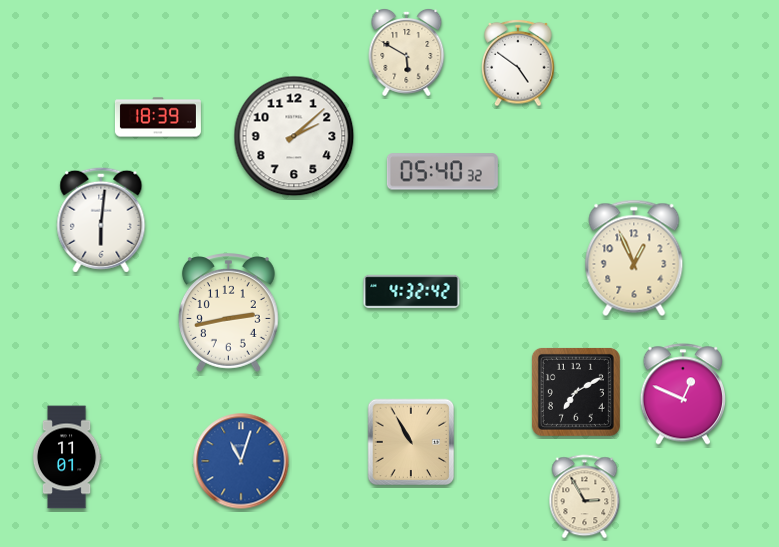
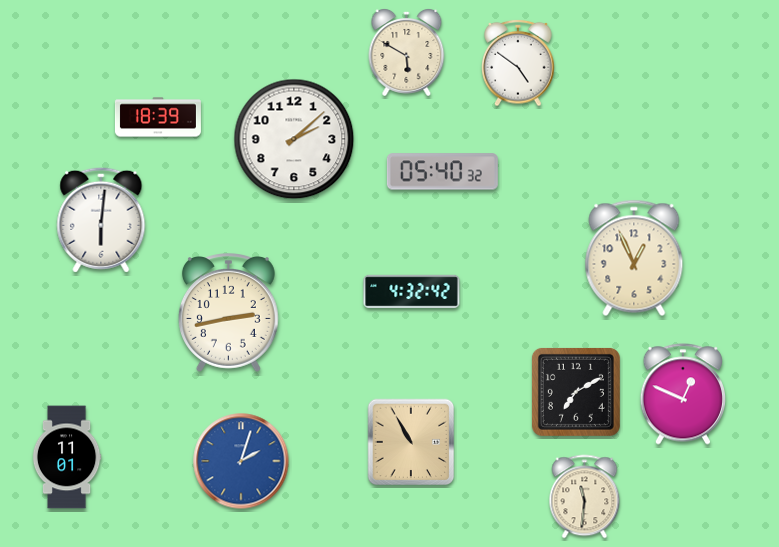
clock at (294, 136) position: (294, 136) -> (294, 139)
clock at (241, 461): 11:03 -> 2:03
clock at (585, 497): 2:55 -> 11:31
